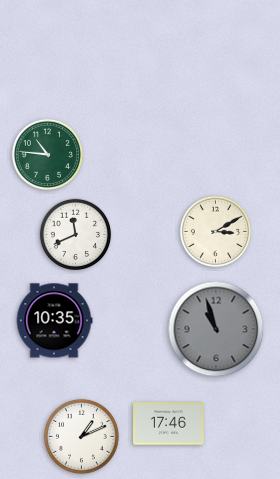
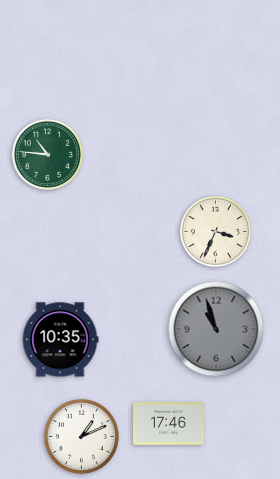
clock at (216, 232): 3:10 -> 3:34
clock at (76, 235): 11:41 -> none
clock at (54, 321) position: (54, 321) -> (60, 340)
